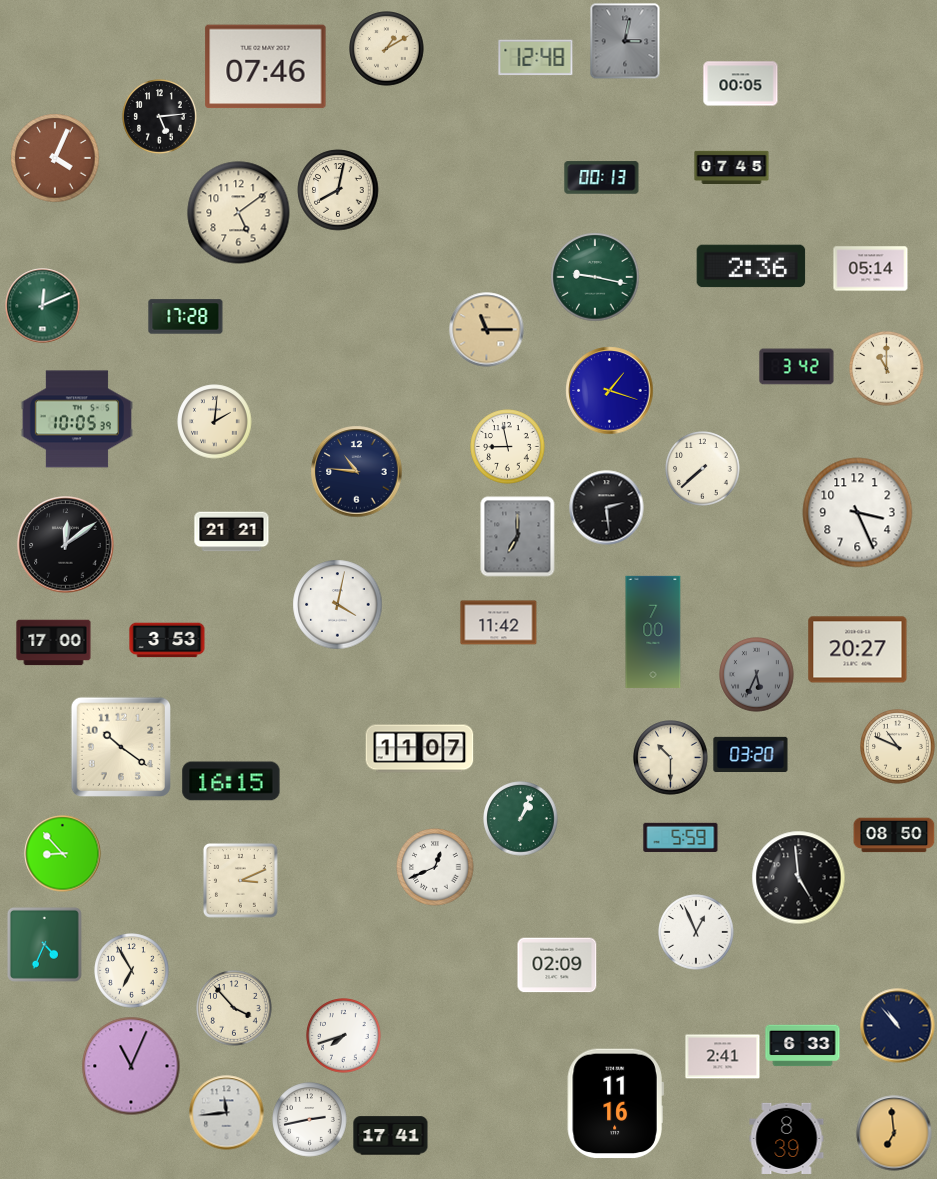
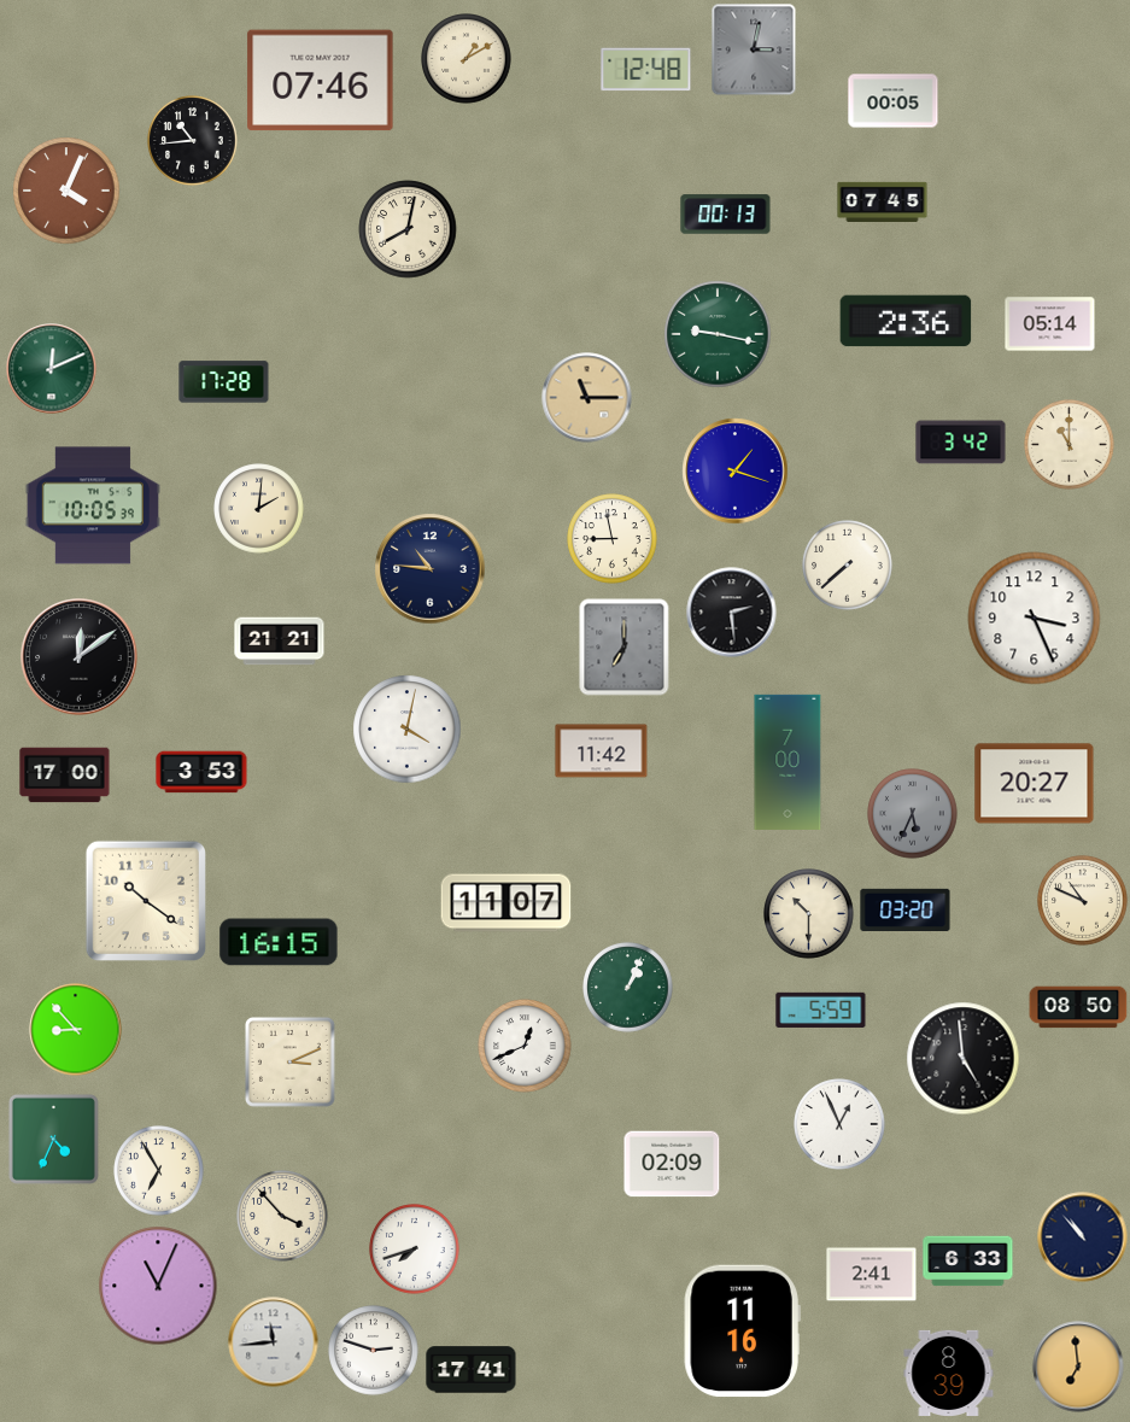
clock at (160, 117): 5:14 -> 10:44
clock at (239, 213): 5:09 -> none
clock at (310, 1120): 2:43 -> 2:48
